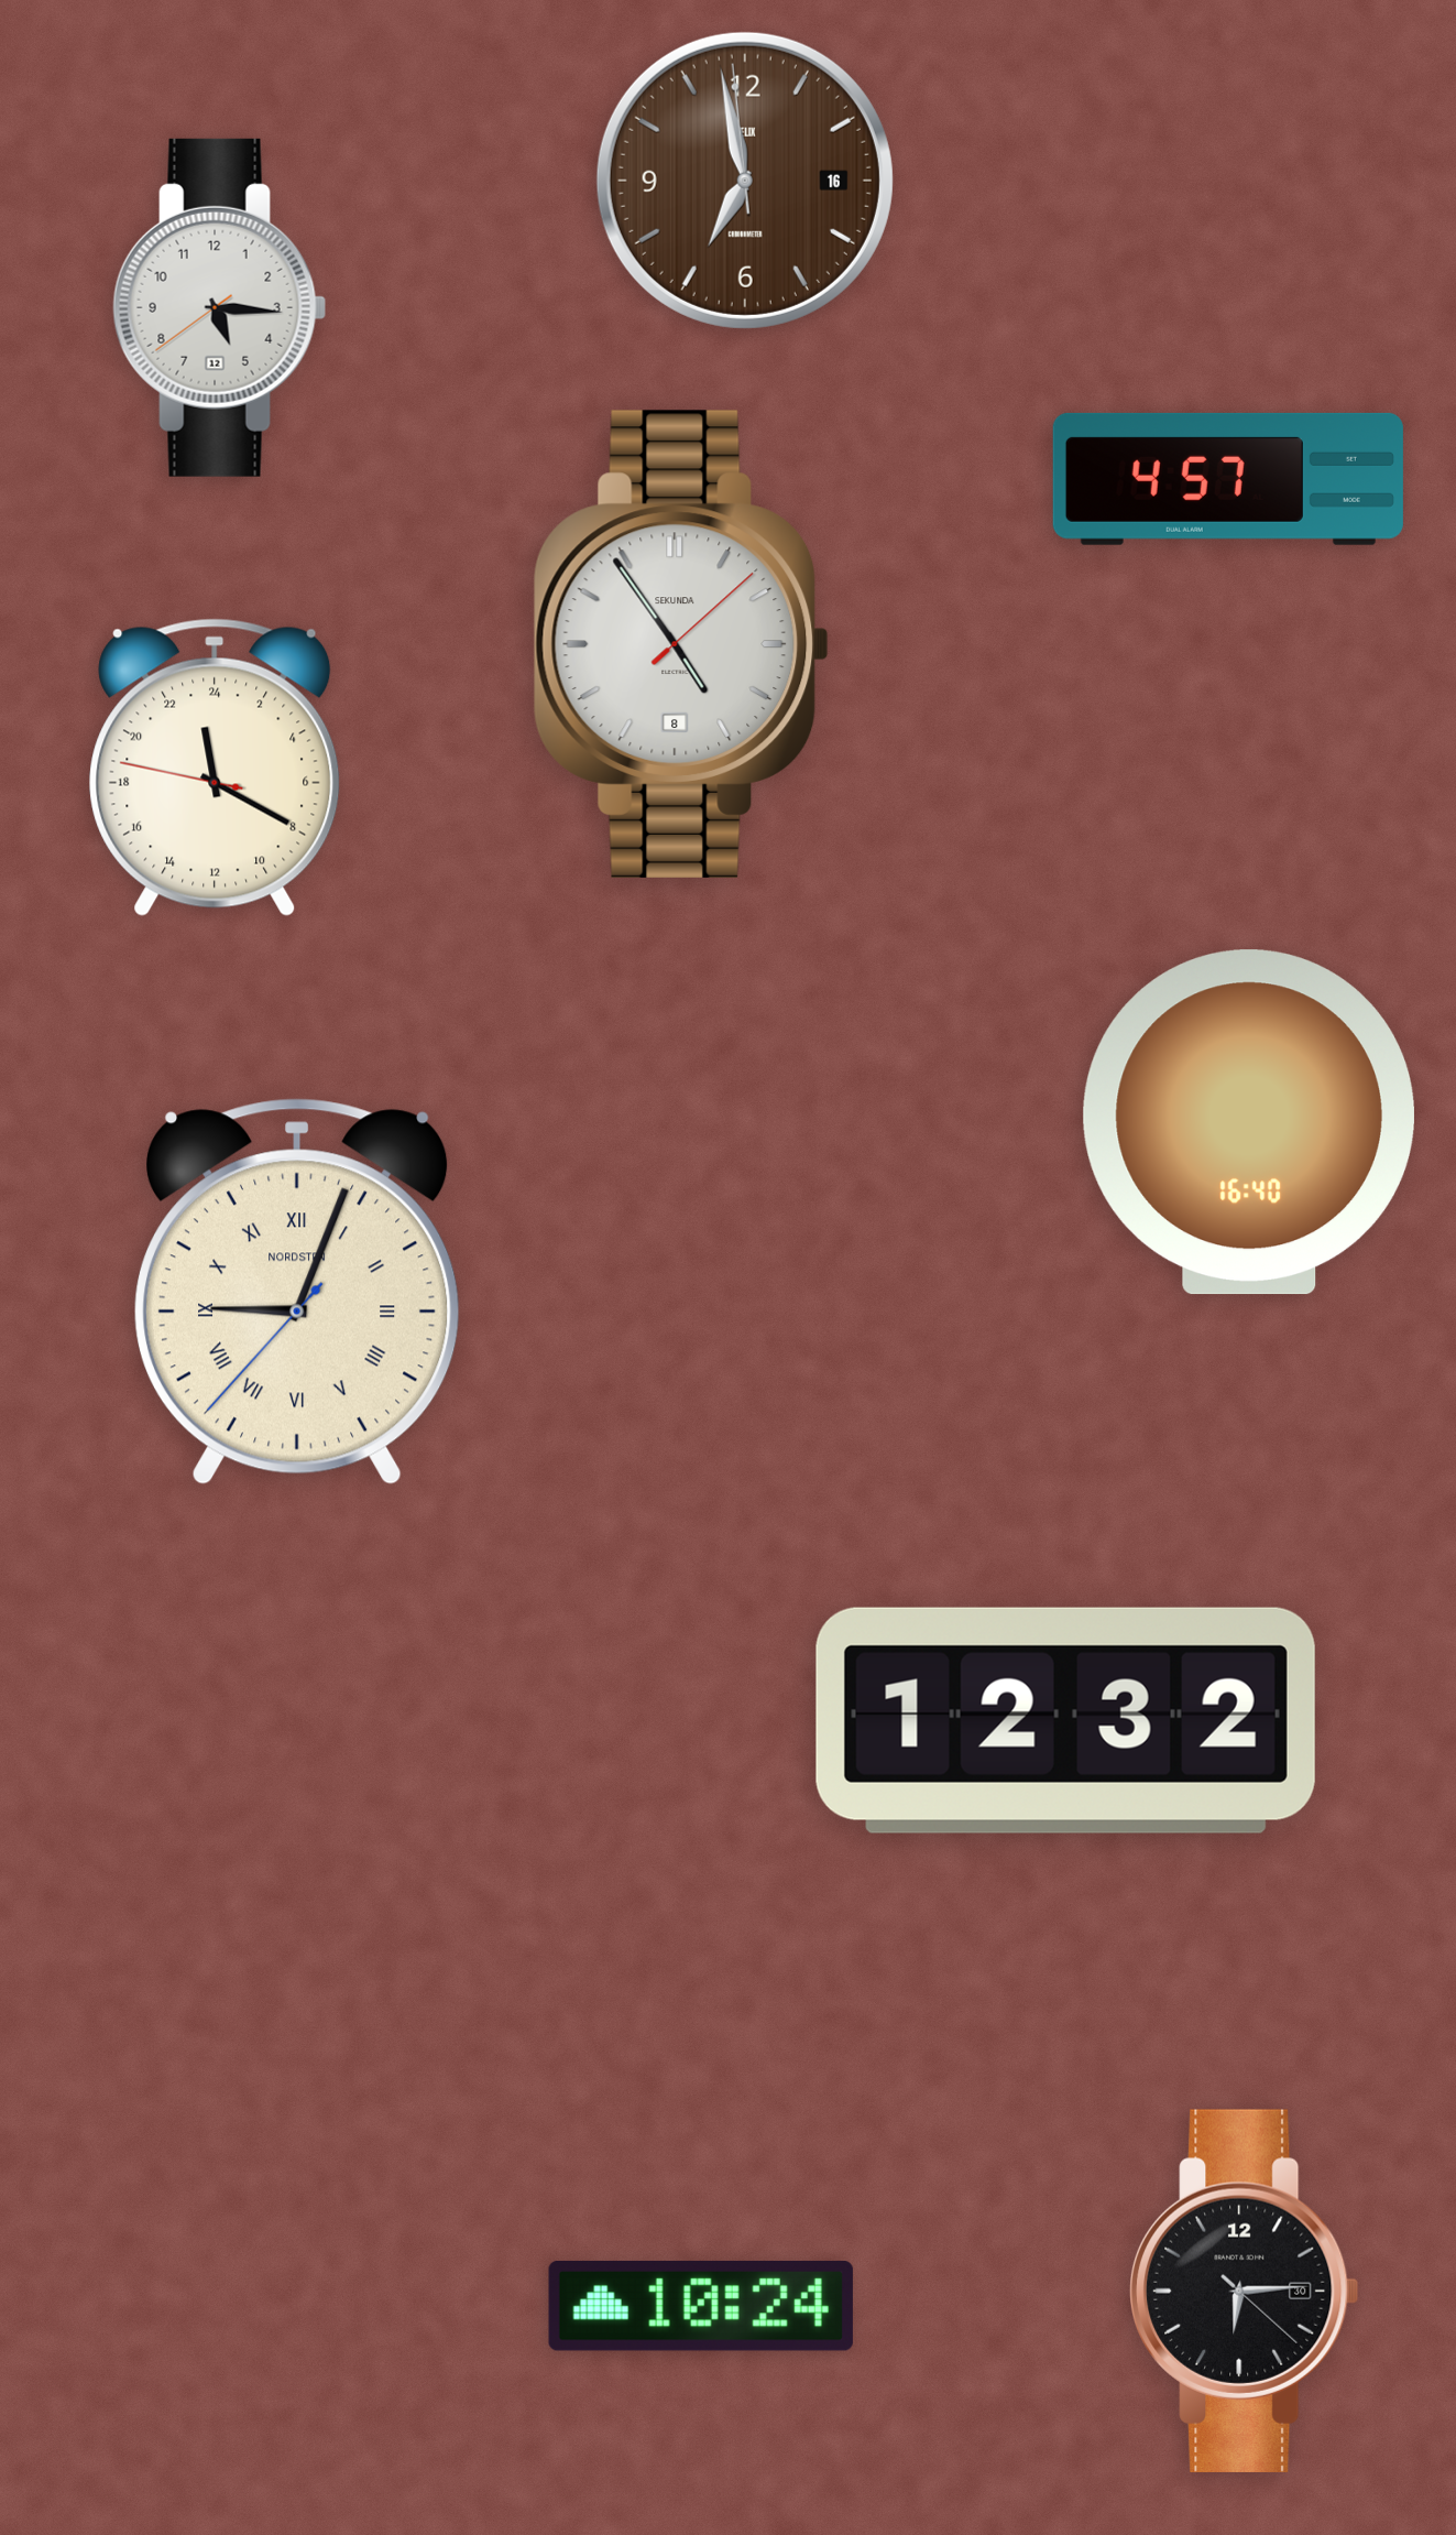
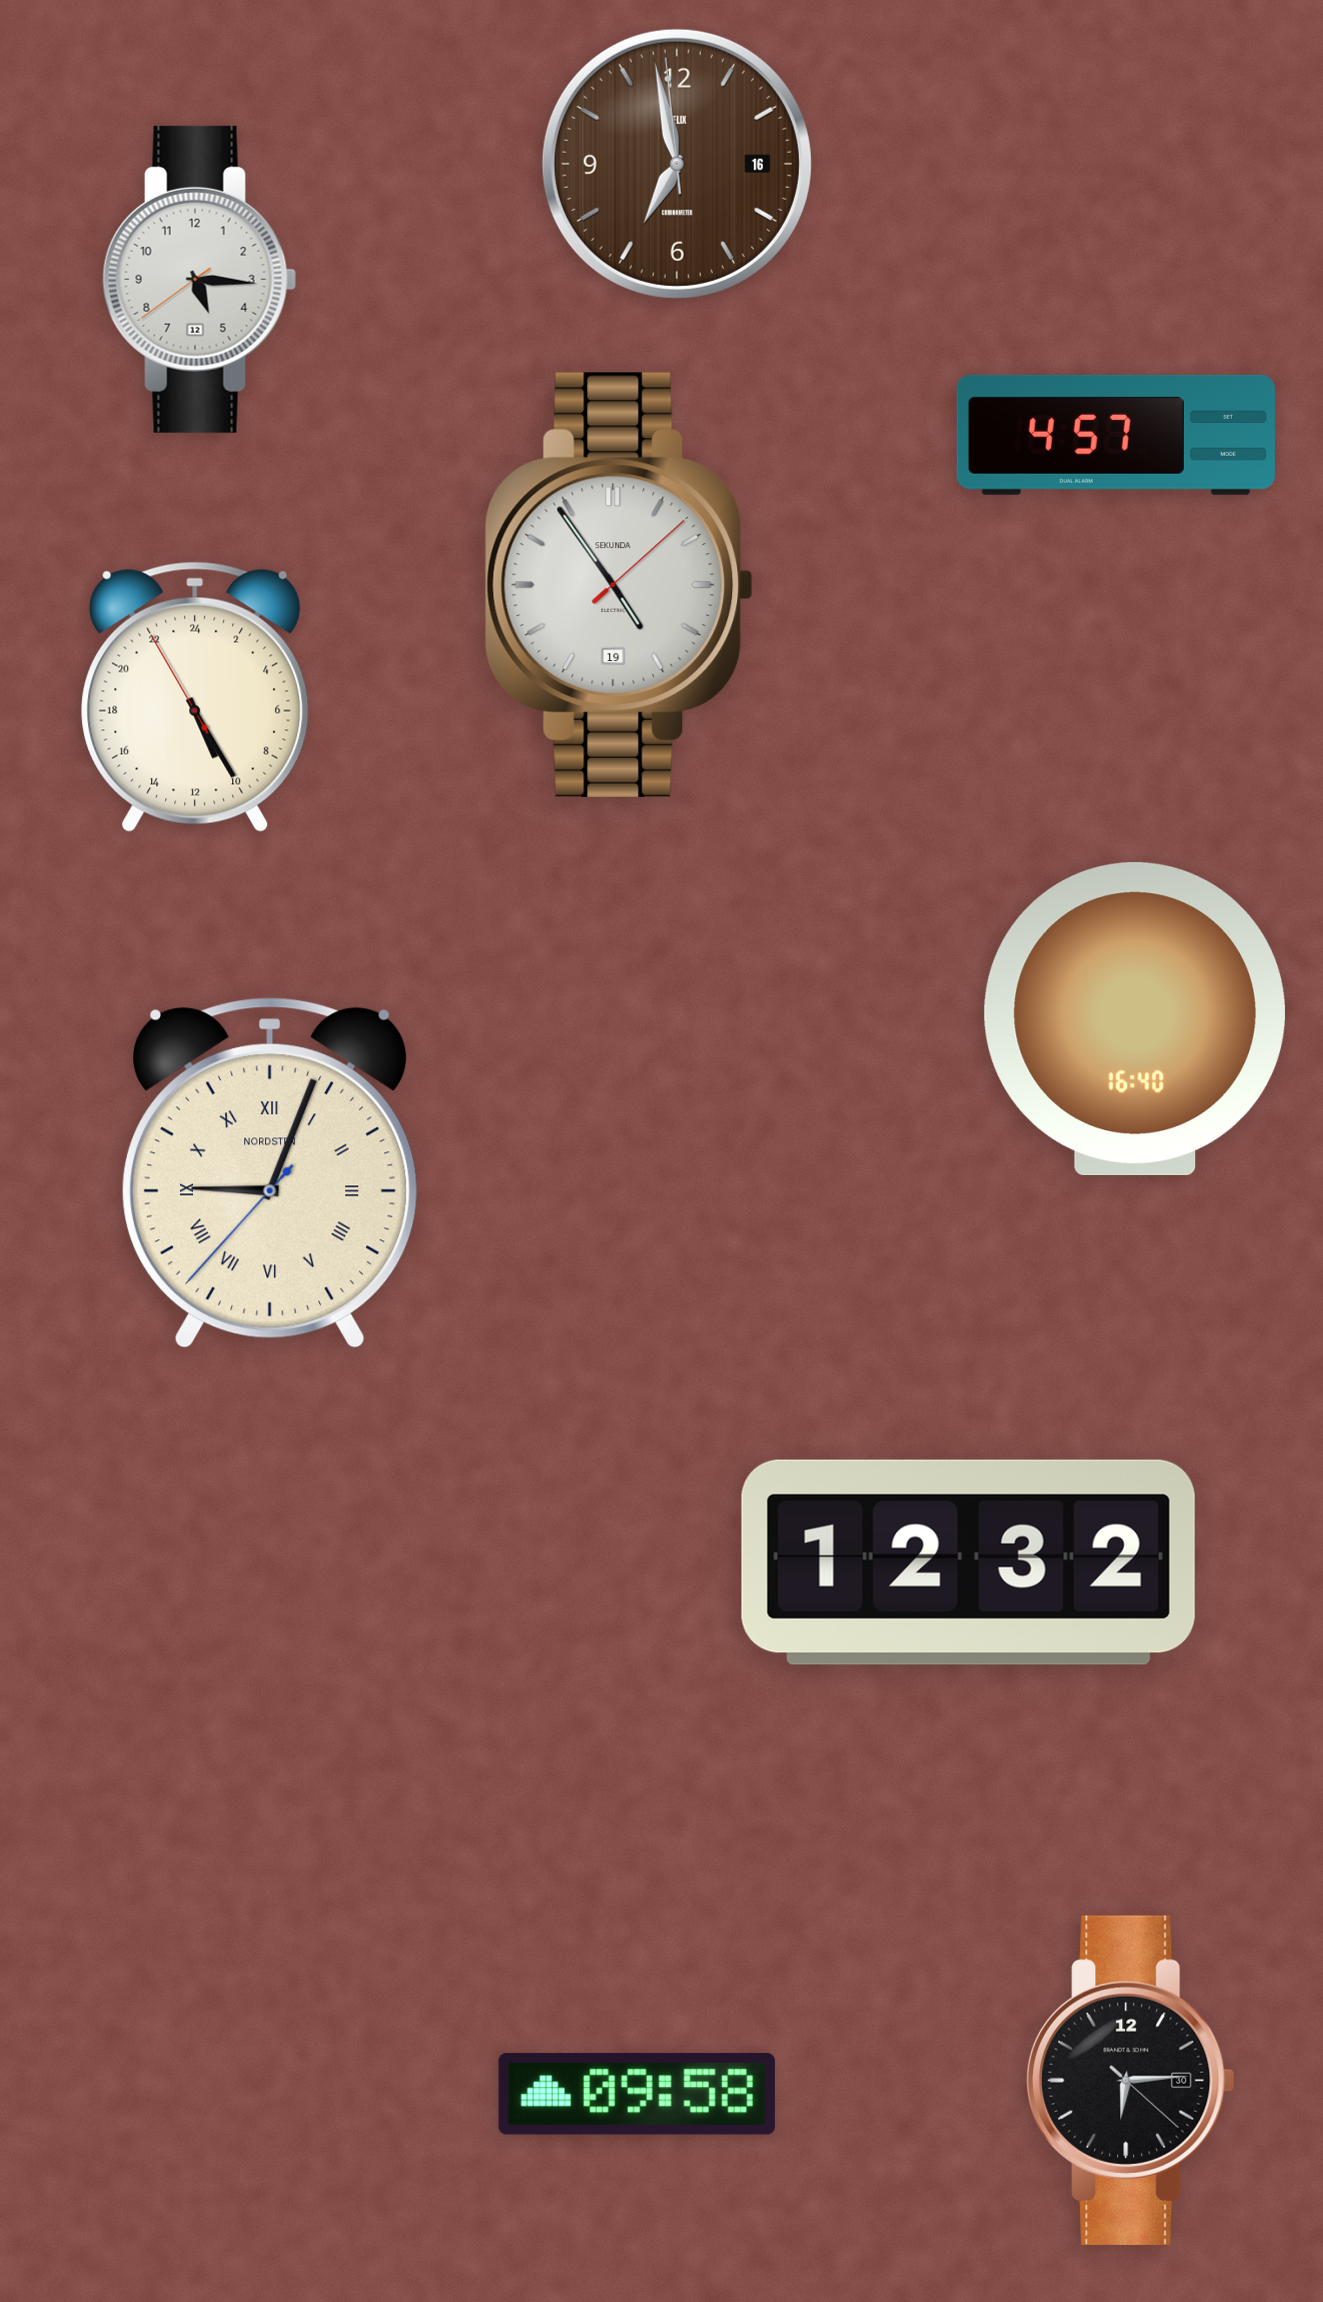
clock at (681, 644) date: 8 -> 19
clock at (215, 768): 23:19 -> 10:24
clock at (701, 2306): 10:24 -> 09:58
